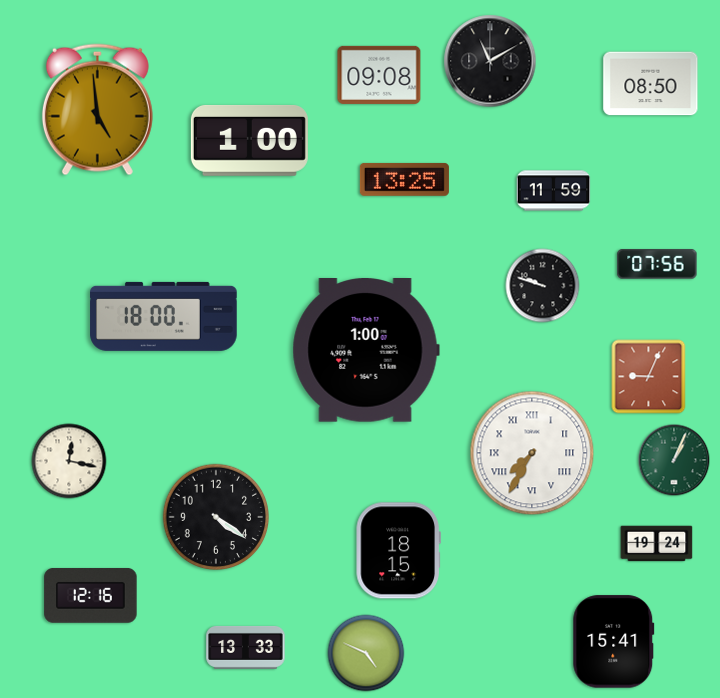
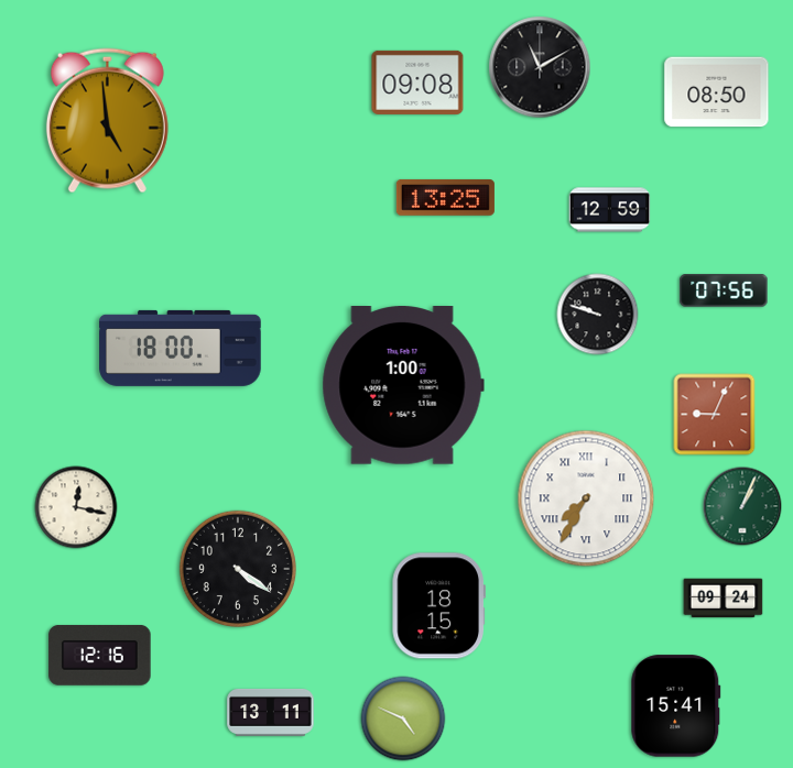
clock at (249, 141): 1:00 -> none
clock at (554, 191): 11:59 -> 12:59
clock at (657, 544): 19:24 -> 09:24
clock at (246, 647): 13:33 -> 13:11
